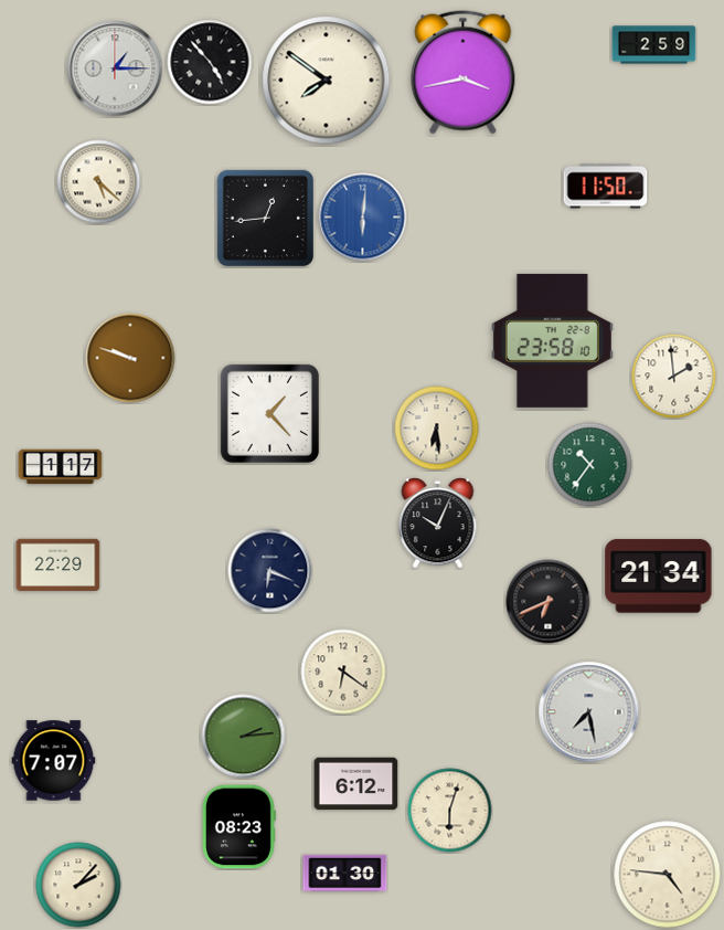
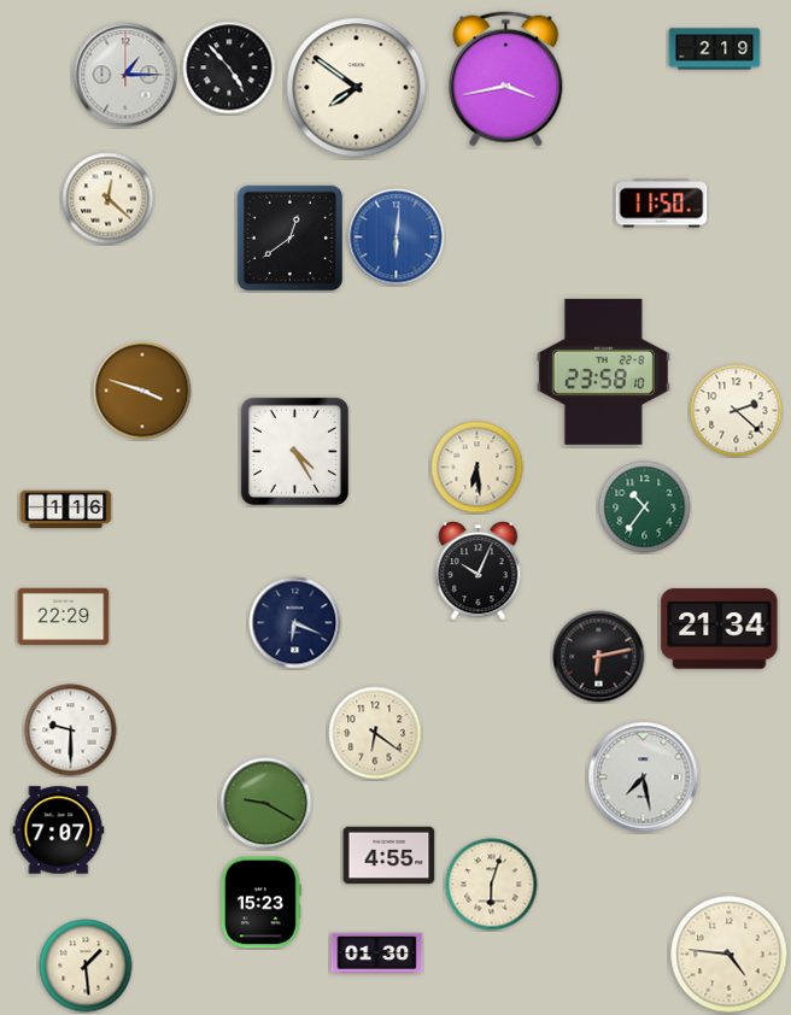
clock at (654, 45): 2:59 -> 2:19
clock at (99, 182): 5:22 -> 12:22
clock at (265, 218): 12:44 -> 12:39
clock at (130, 358): 9:48 -> 3:48
clock at (674, 377): 1:59 -> 2:22
clock at (269, 413): 1:23 -> 4:25
clock at (61, 467): 1:17 -> 1:16
clock at (549, 602): 6:41 -> 6:13
clock at (71, 731): none -> 9:30
clock at (244, 737): 2:14 -> 9:20
clock at (356, 784): 6:12 -> 4:55
clock at (238, 827): 08:23 -> 15:23
clock at (78, 885): 2:07 -> 1:29
